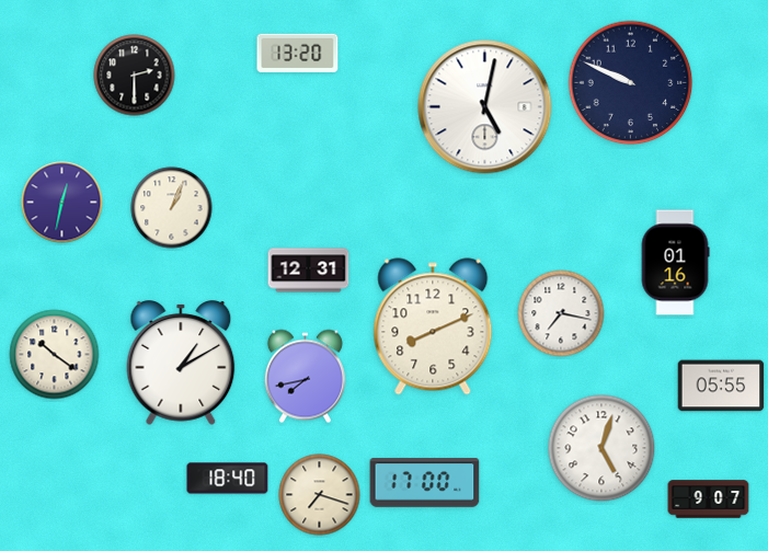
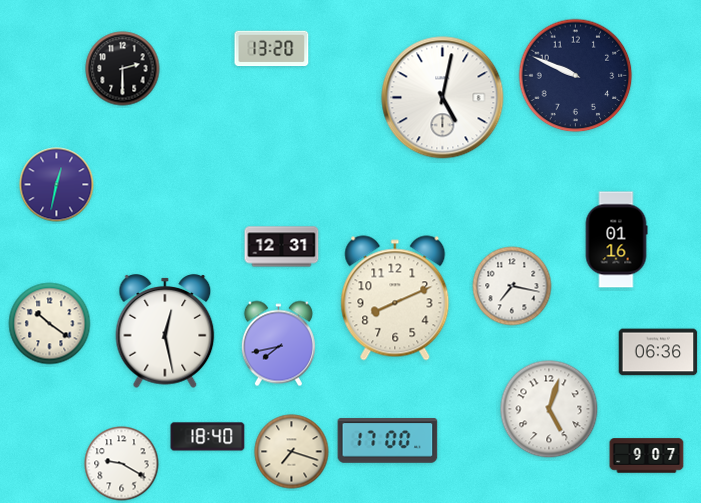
clock at (172, 208): 1:04 -> none
clock at (181, 363): 1:10 -> 12:28
clock at (721, 386): 05:55 -> 06:36
clock at (122, 464): none -> 9:20
